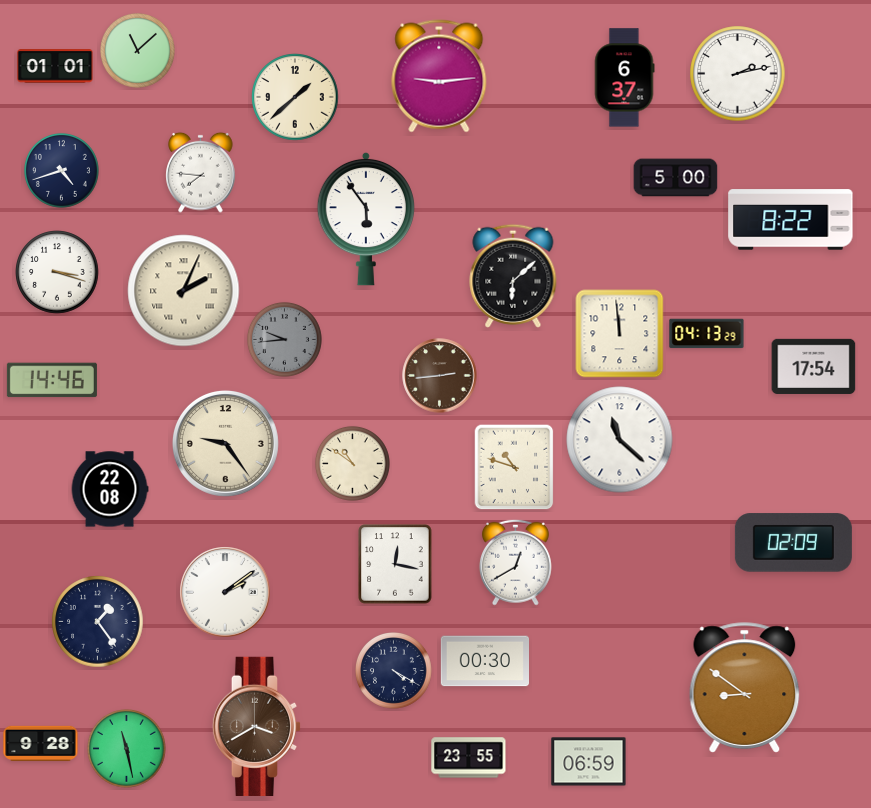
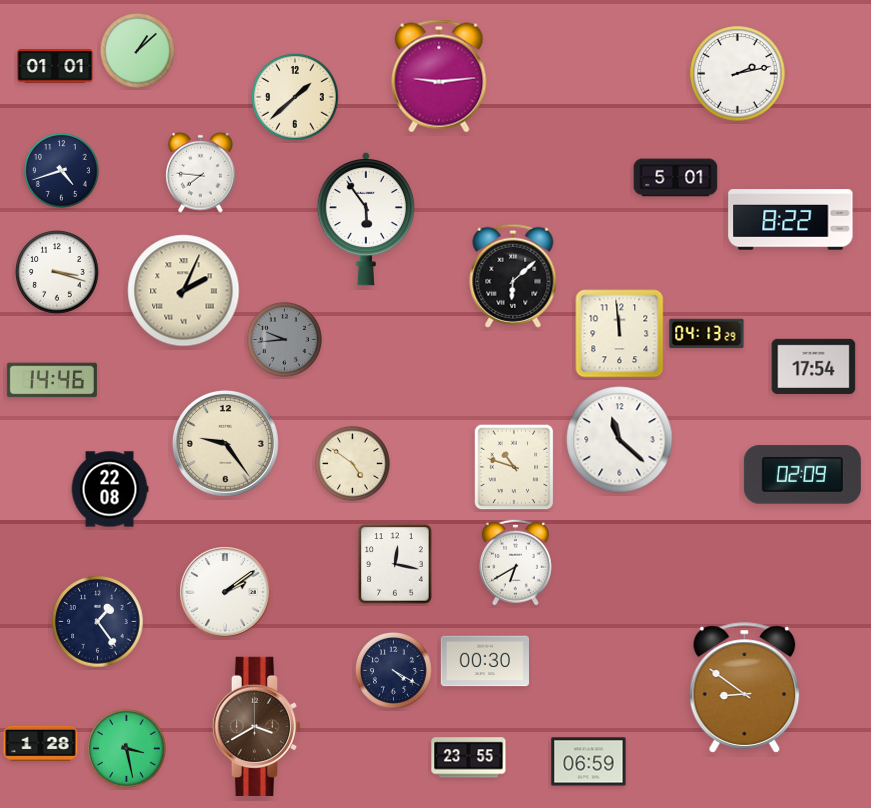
clock at (137, 50): 11:08 -> 1:08
clock at (624, 78): 6:37 -> none
clock at (676, 178): 5:00 -> 5:01
clock at (440, 376): 2:44 -> none
clock at (352, 463): 10:51 -> 4:51
clock at (793, 543) position: (793, 543) -> (802, 475)
clock at (515, 562): 12:40 -> 6:40
clock at (41, 744): 9:28 -> 1:28
clock at (127, 749): 11:28 -> 3:28
